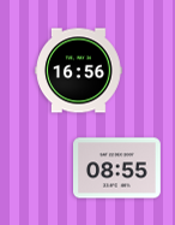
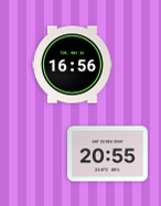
clock at (117, 168): 08:55 -> 20:55
